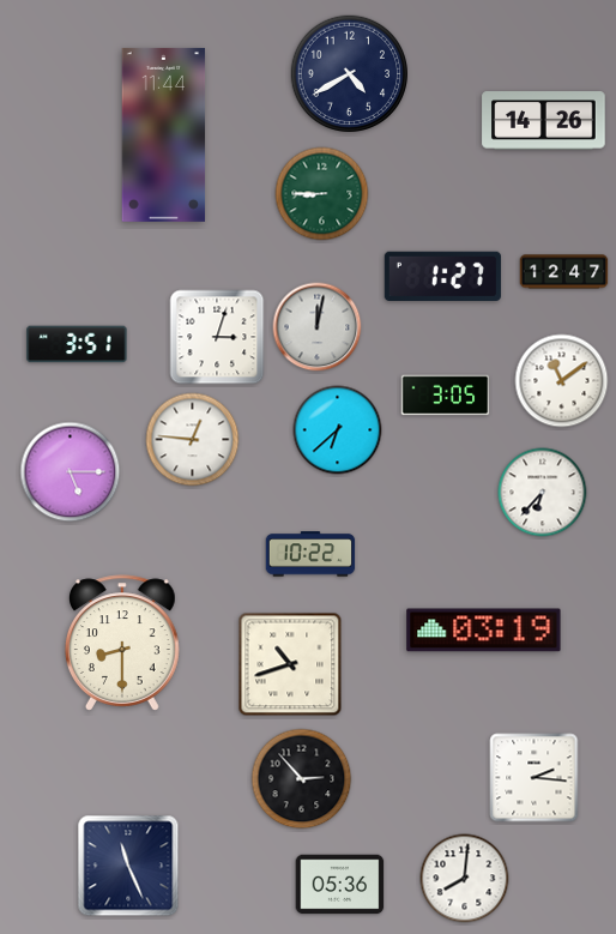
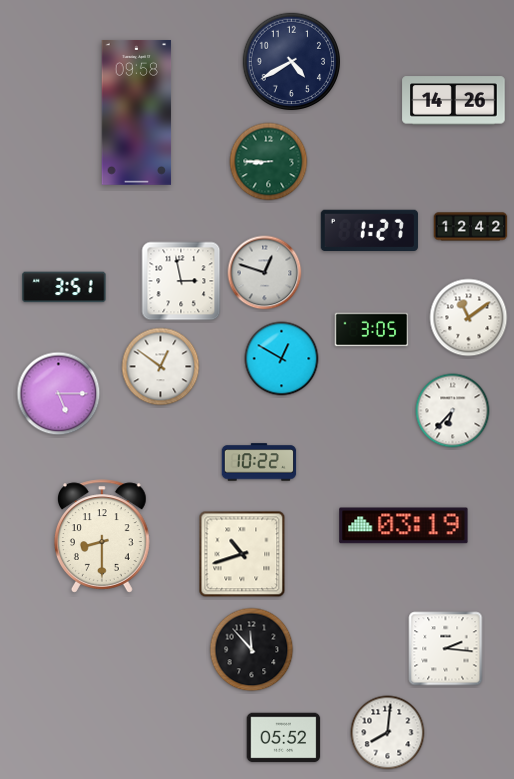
clock at (164, 134): 11:44 -> 09:58
clock at (564, 272): 12:47 -> 12:42
clock at (318, 327): 12:02 -> 12:48
clock at (217, 337): 3:03 -> 2:58
clock at (338, 430): 6:38 -> 12:50
clock at (193, 440): 12:46 -> 12:51
clock at (302, 779): 2:53 -> 11:53
clock at (128, 866): 11:26 -> none
clock at (340, 885): 05:36 -> 05:52
